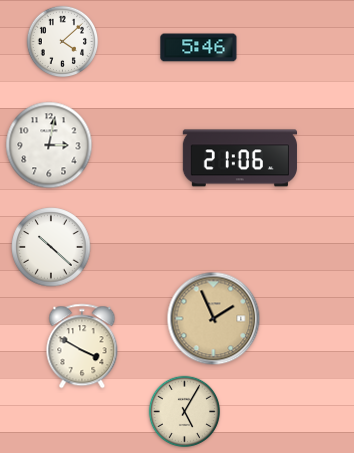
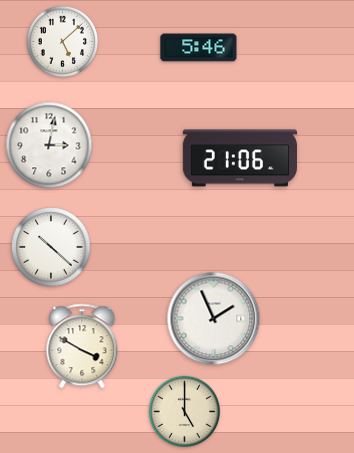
clock at (63, 42): 4:08 -> 5:08
clock at (214, 319) dial: champagne -> white
clock at (185, 412): 5:05 -> 5:00
